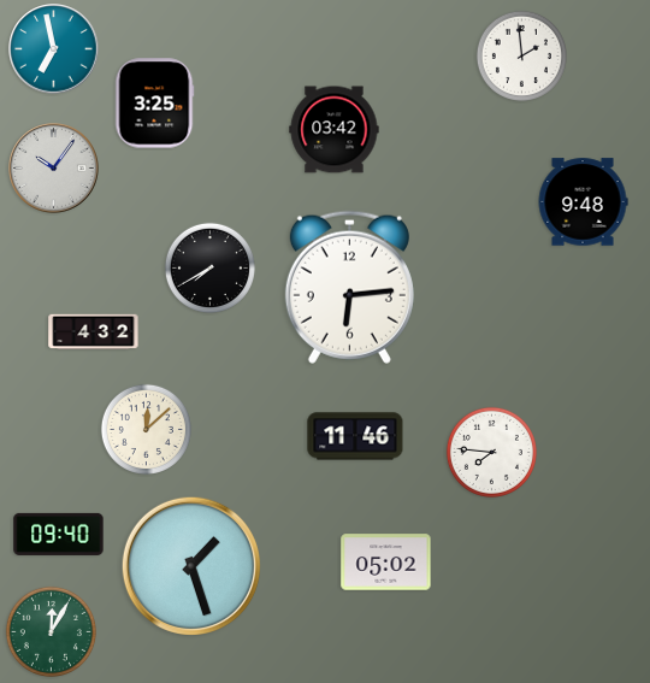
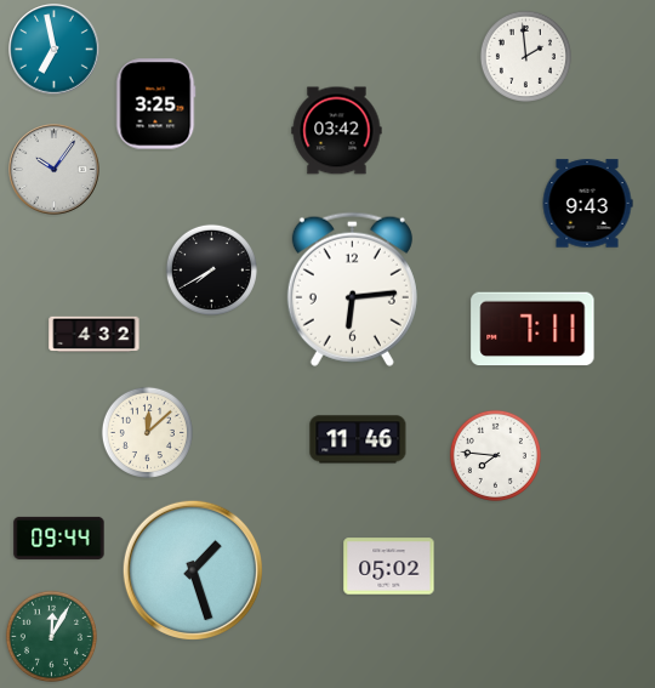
clock at (583, 202): 9:48 -> 9:43
clock at (532, 329): none -> 7:11
clock at (59, 534): 09:40 -> 09:44
